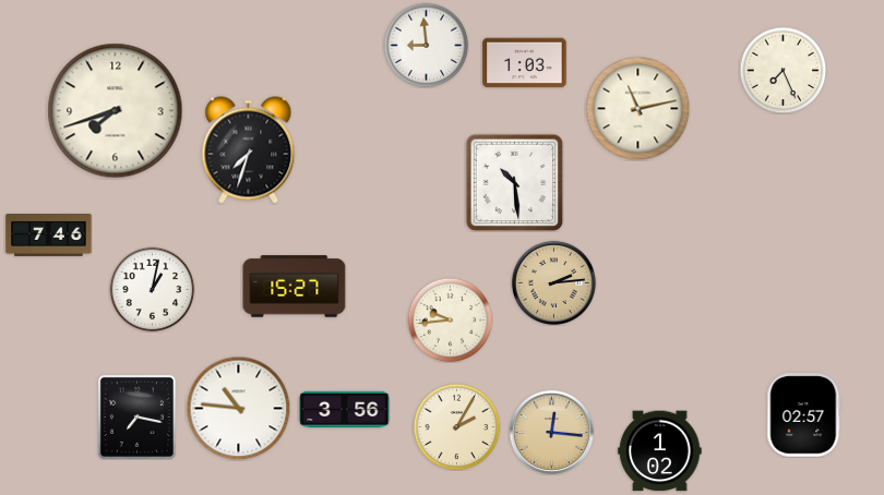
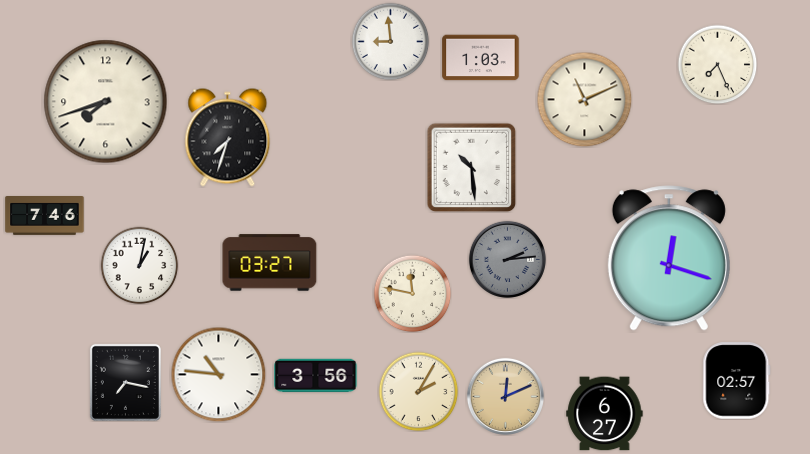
clock at (637, 108): 11:13 -> 11:11
clock at (669, 258): none -> 12:18
clock at (553, 282) dial: champagne -> grey
clock at (295, 287): 15:27 -> 03:27
clock at (450, 319): 9:44 -> 11:47
clock at (551, 432): 12:16 -> 12:11
clock at (660, 451): 1:02 -> 6:27
